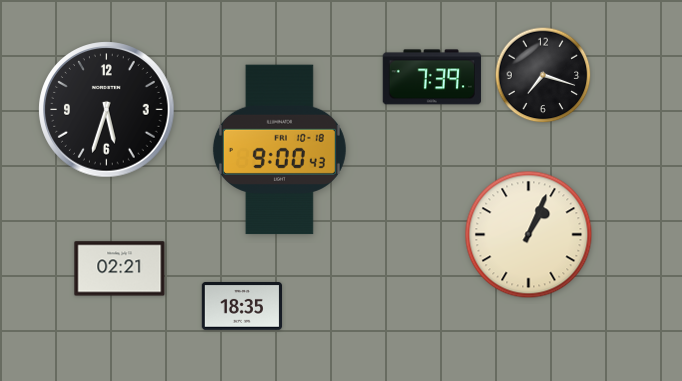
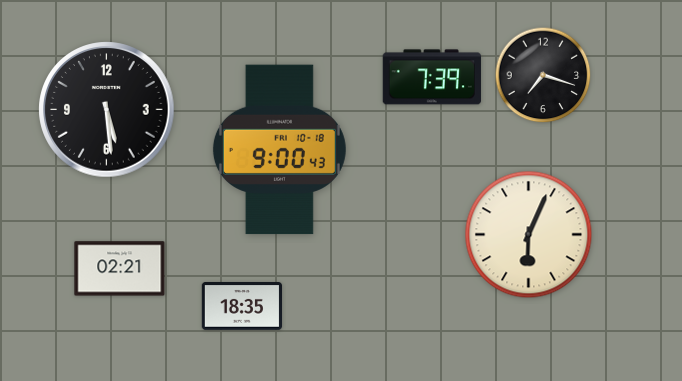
clock at (107, 110): 5:33 -> 5:29
clock at (529, 235): 1:04 -> 6:04
